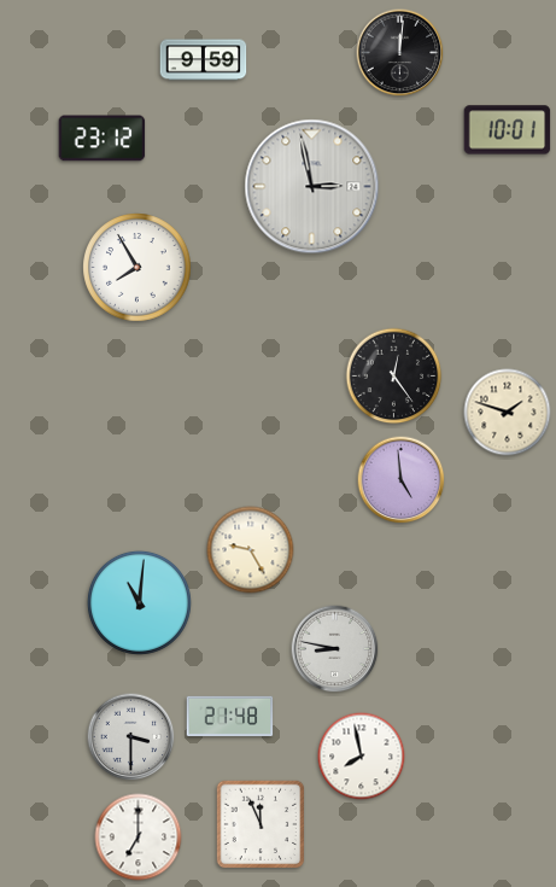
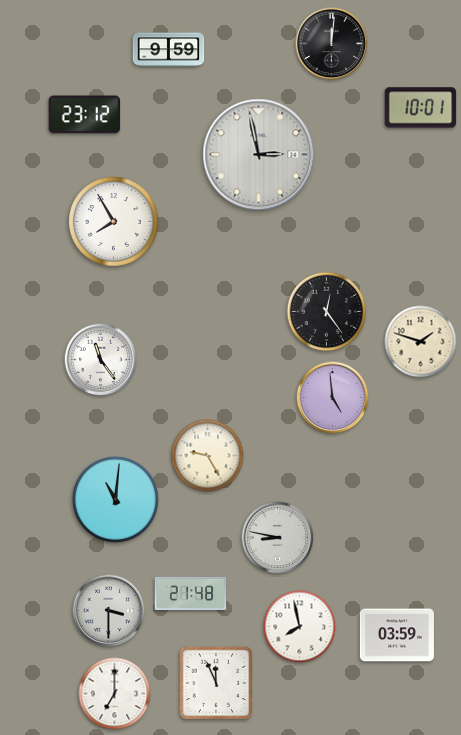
clock at (101, 360): none -> 11:24
clock at (397, 635): none -> 03:59
